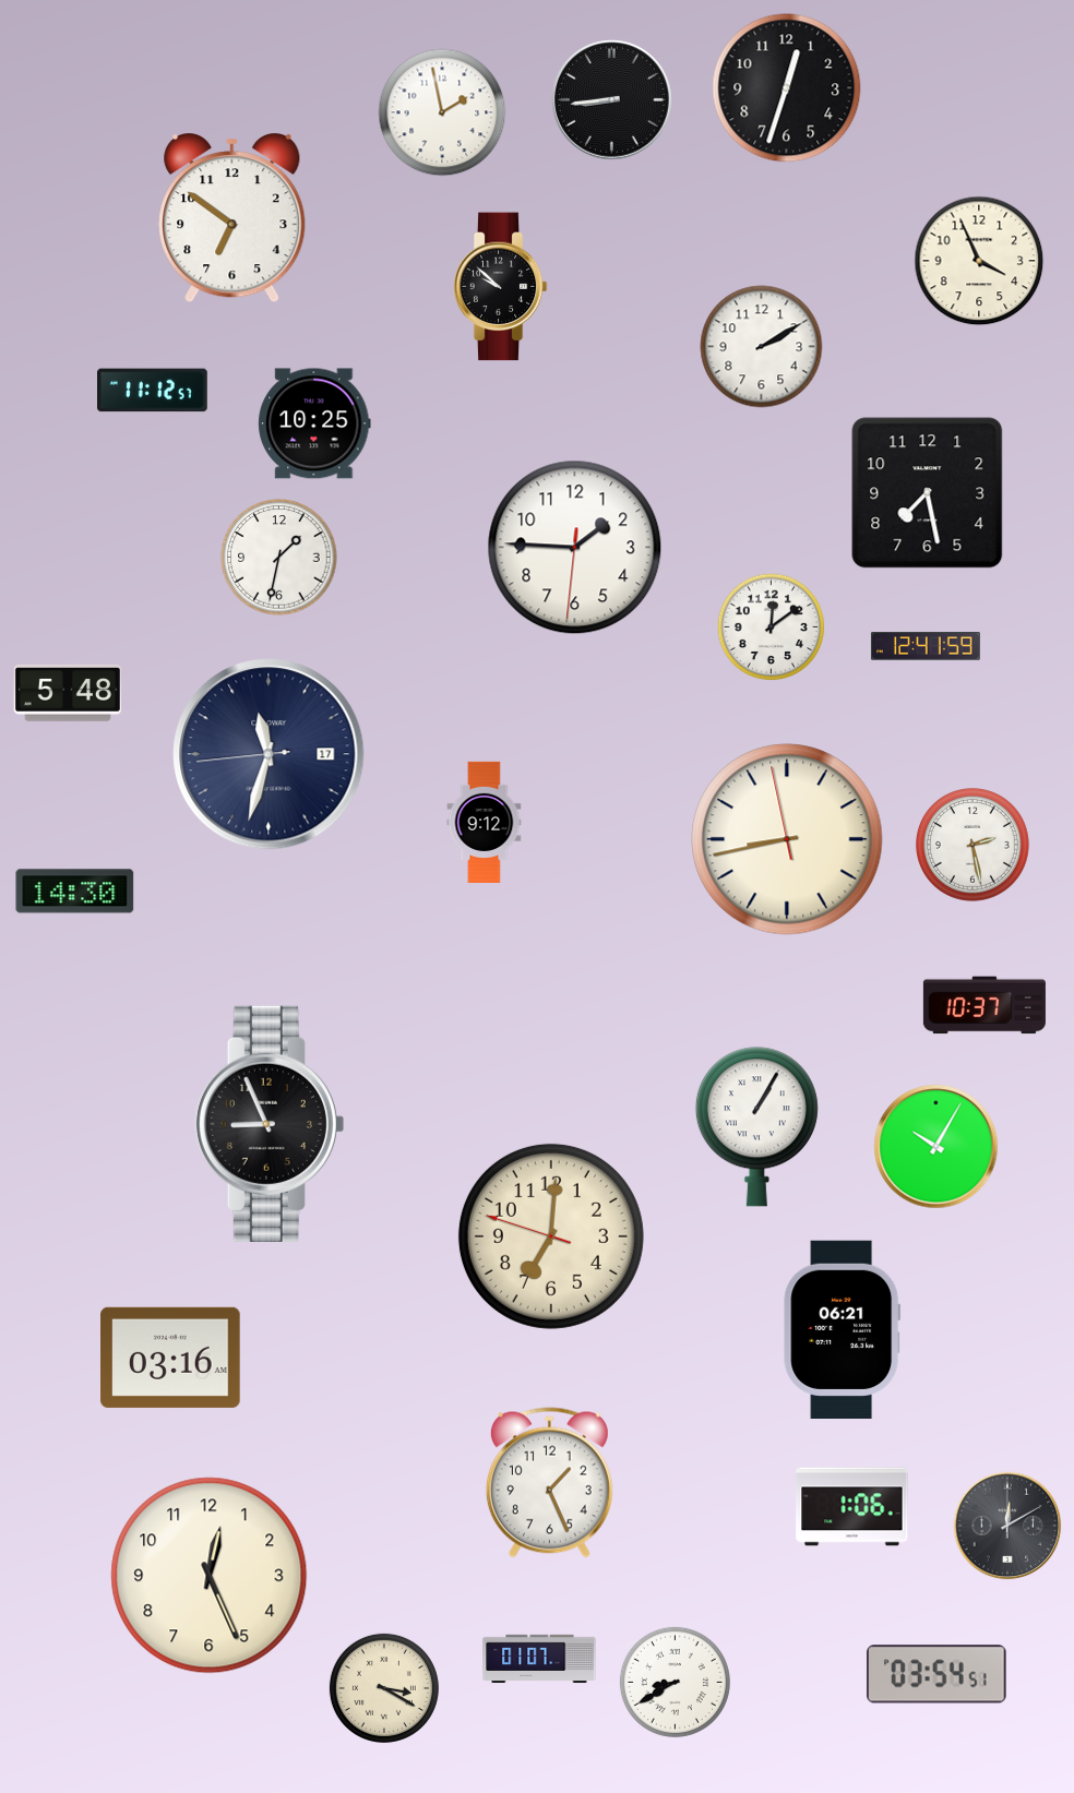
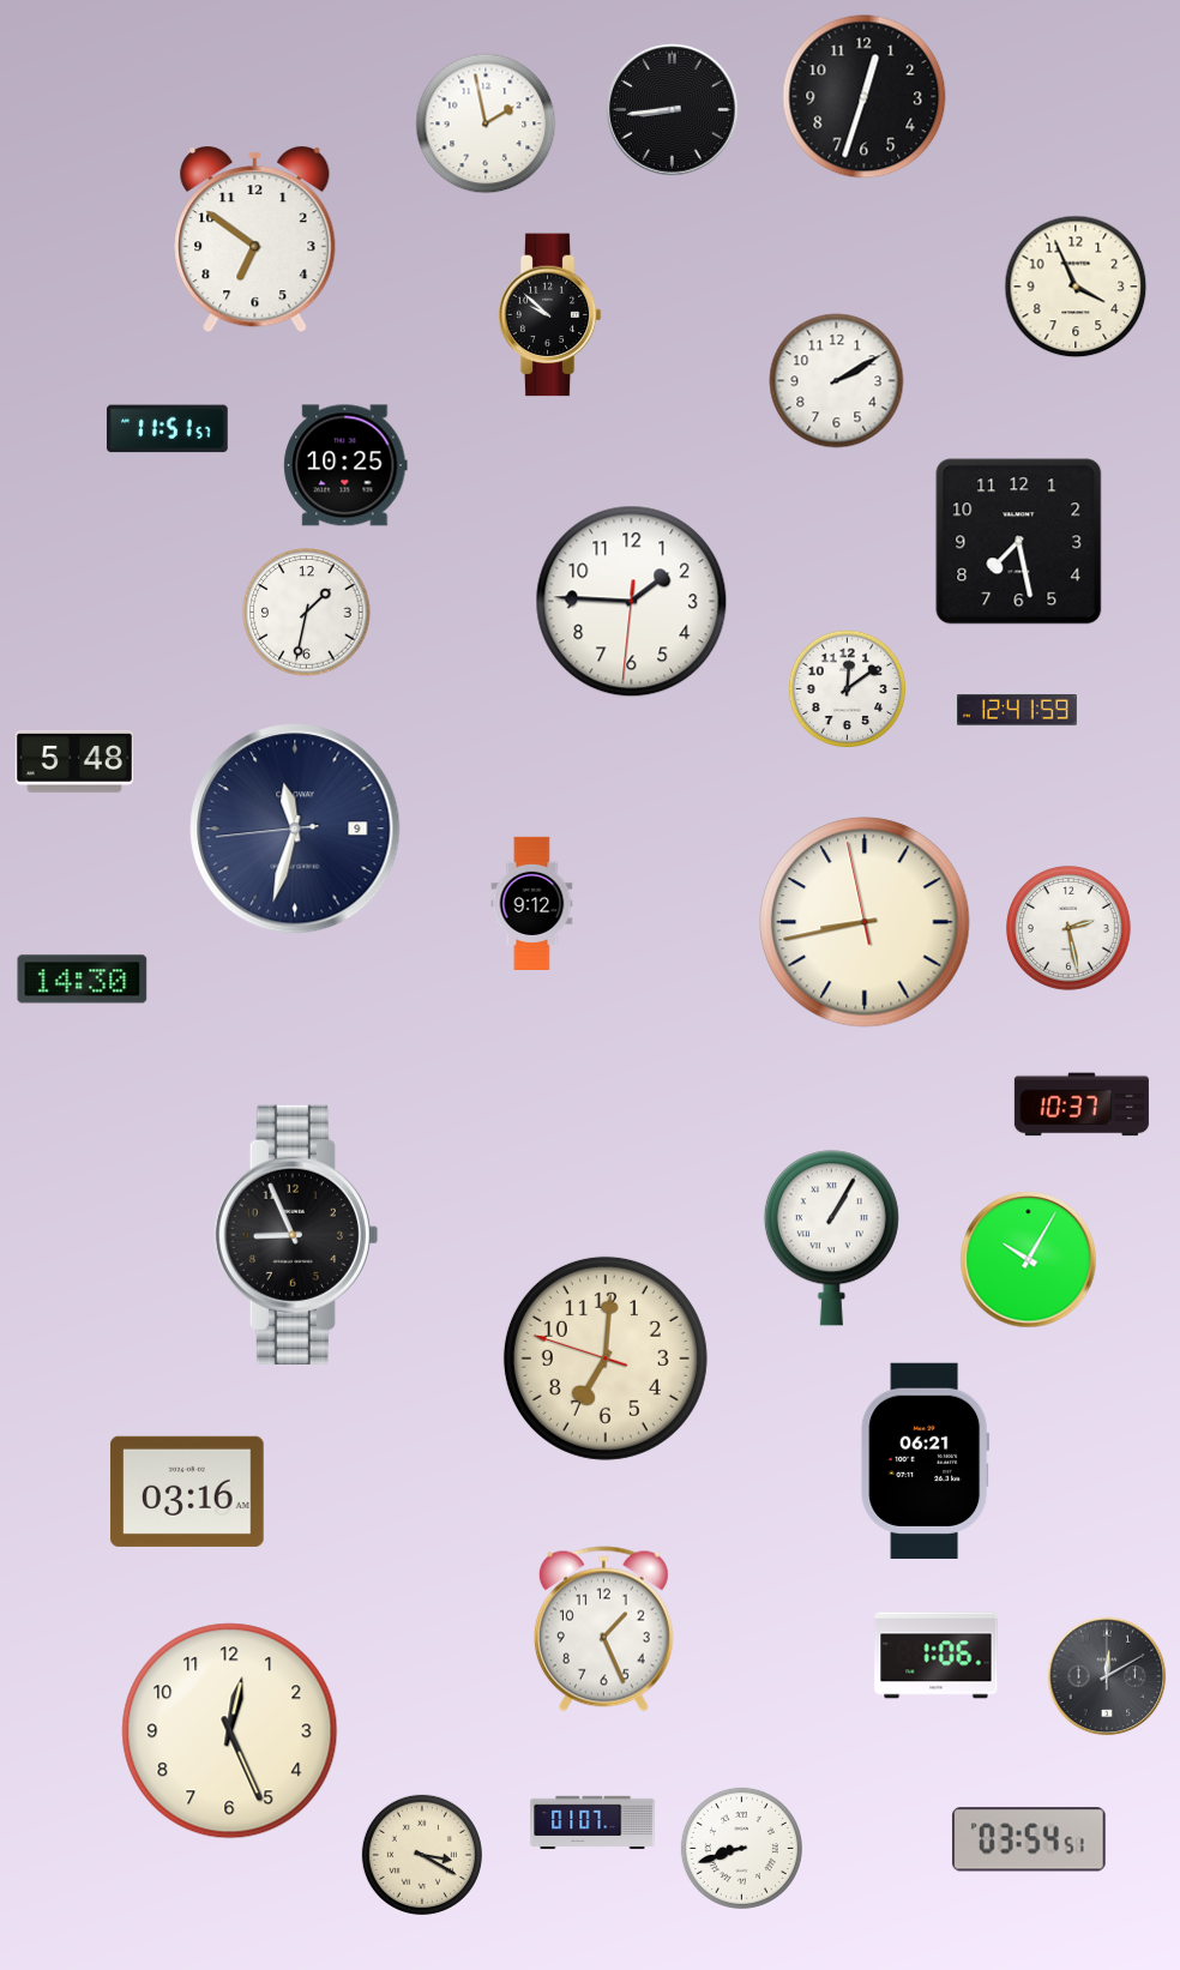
clock at (153, 391): 11:12 -> 11:51
clock at (268, 754) date: 17 -> 9
clock at (675, 1682): 8:40 -> 8:42
